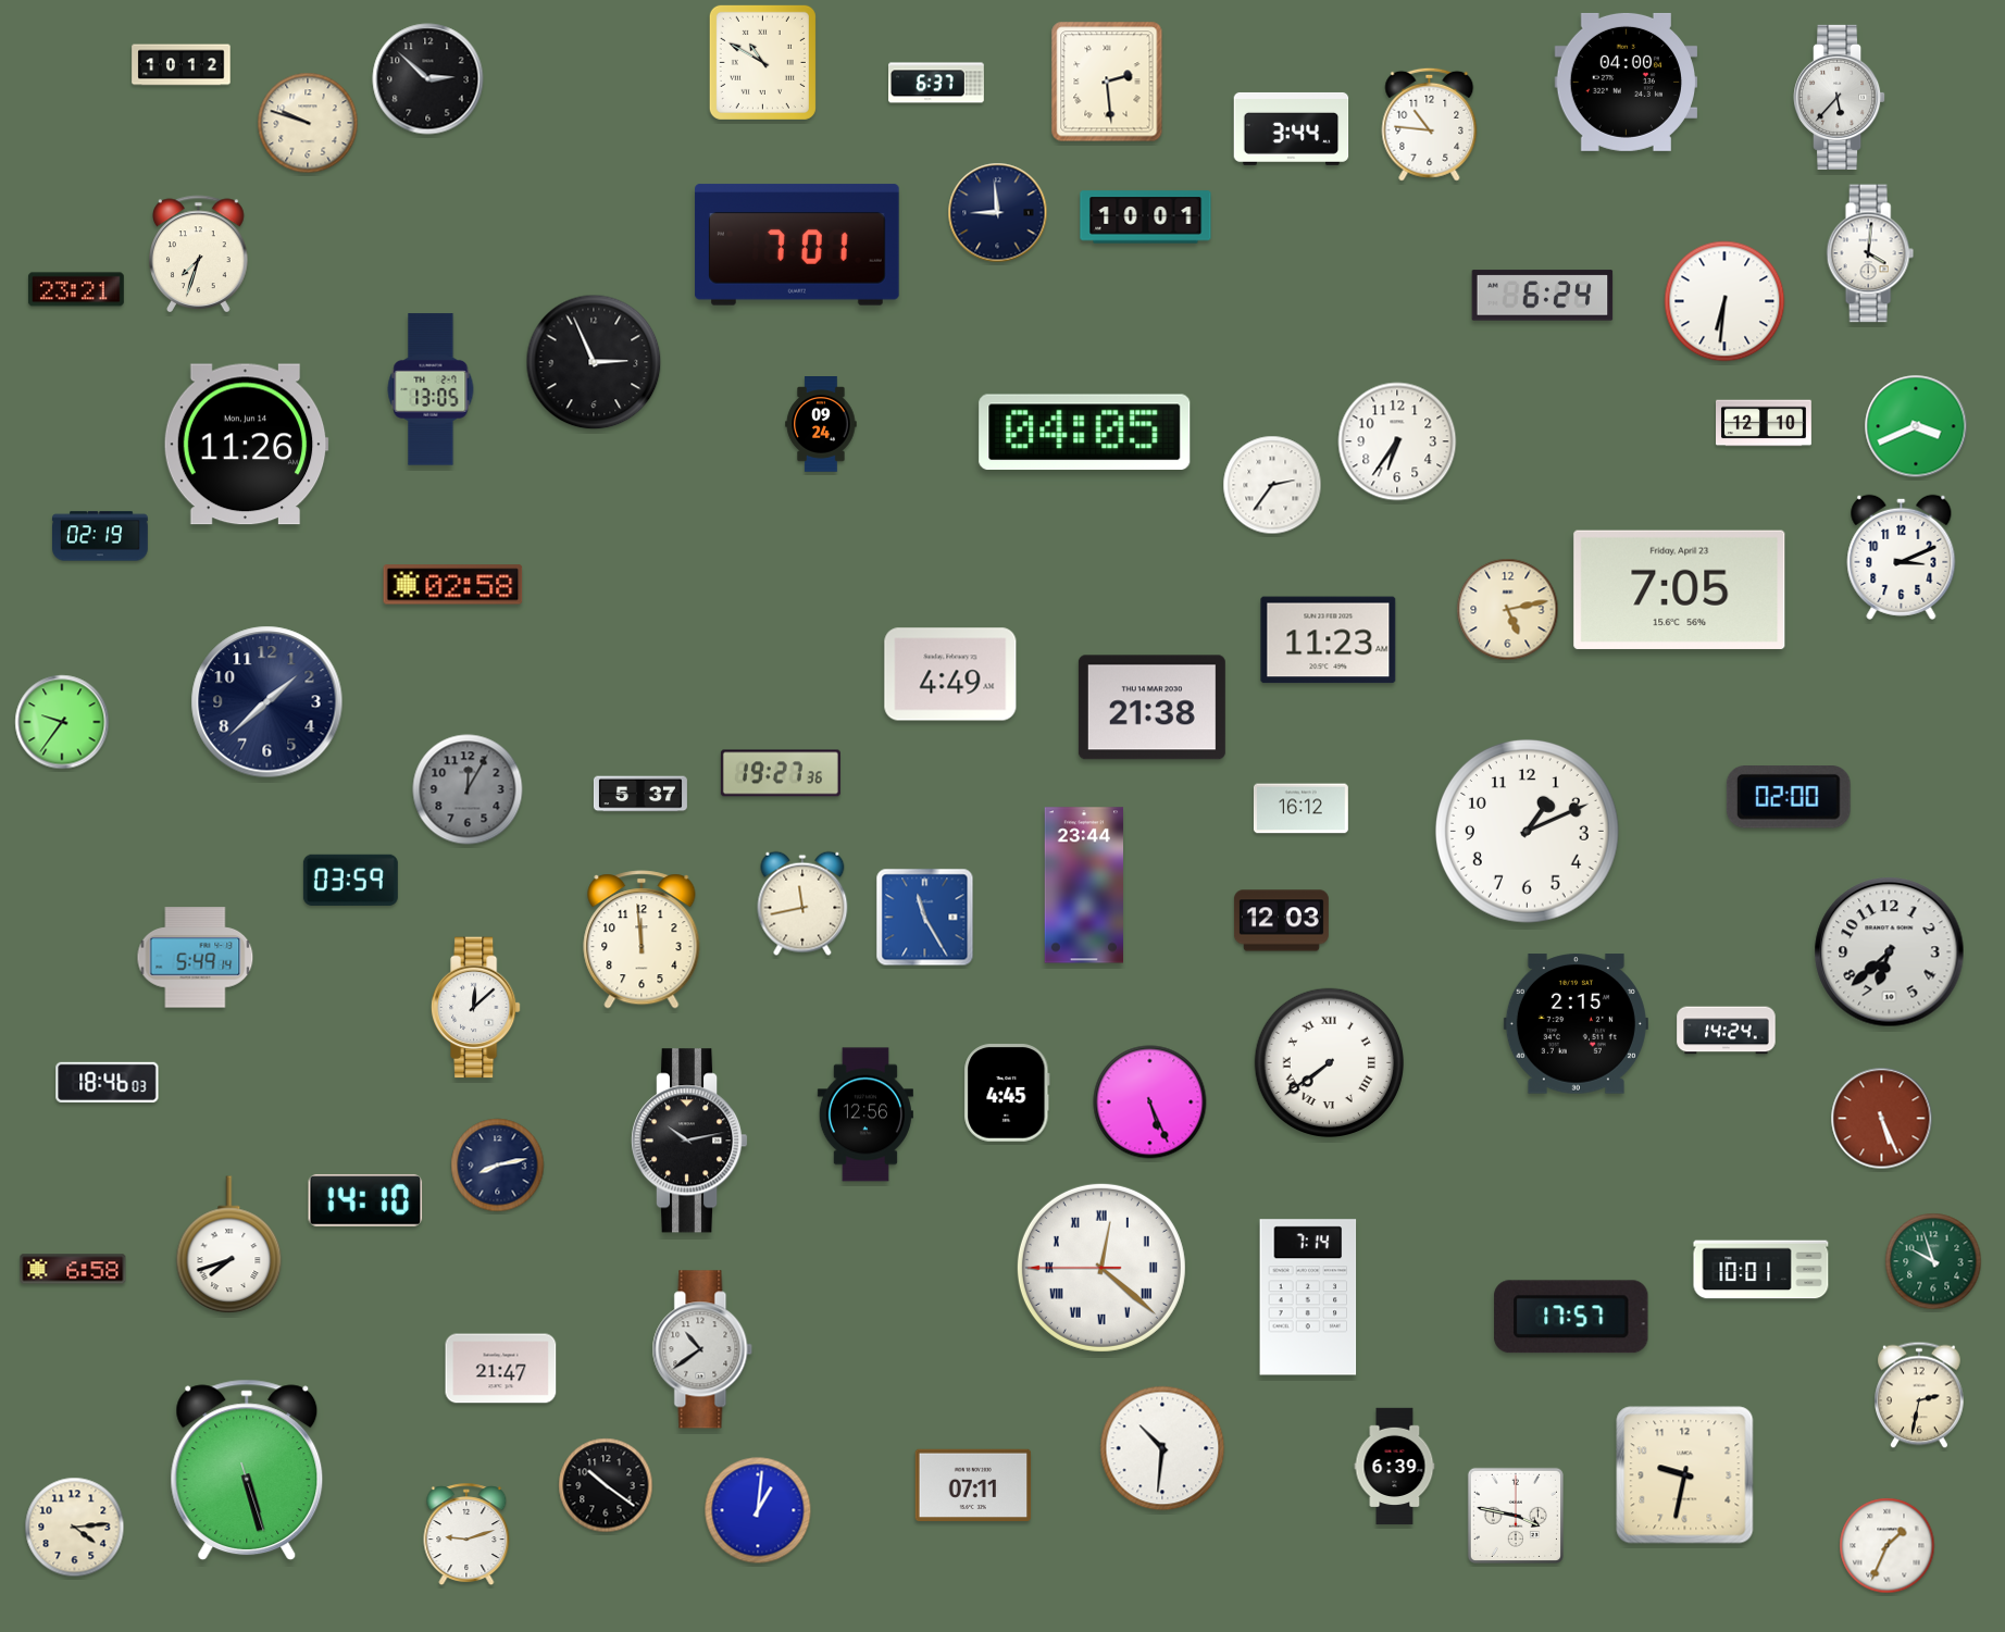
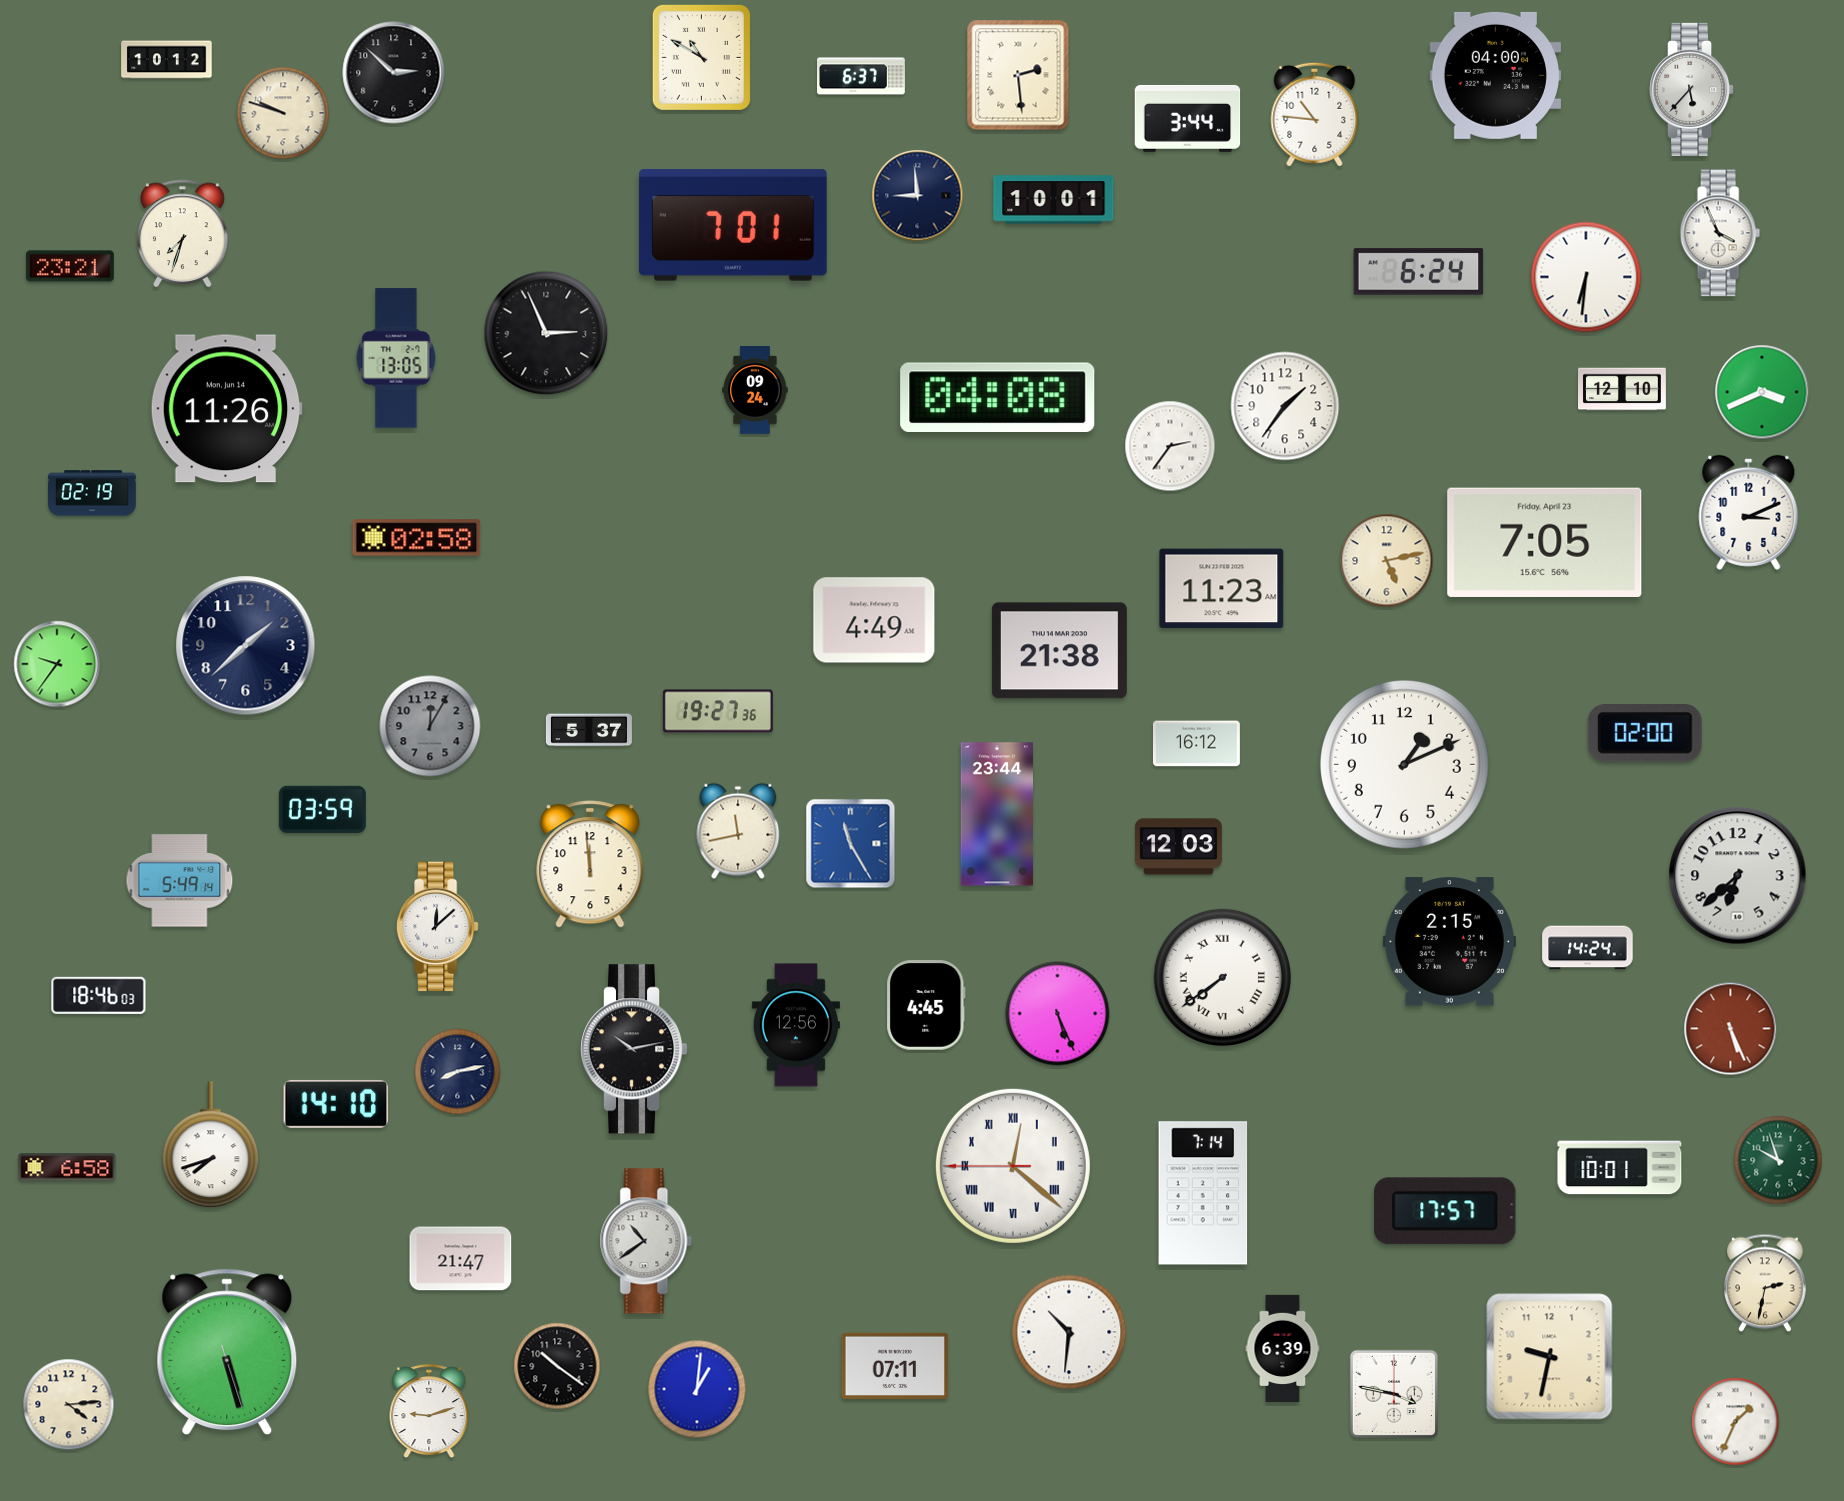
clock at (1870, 253): 4:01 -> 3:56
clock at (1085, 432): 04:05 -> 04:08
clock at (1397, 441): 6:36 -> 1:36
